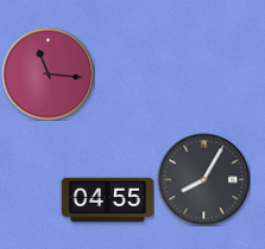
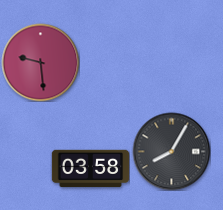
clock at (48, 74): 11:16 -> 9:29
clock at (107, 200): 04:55 -> 03:58
